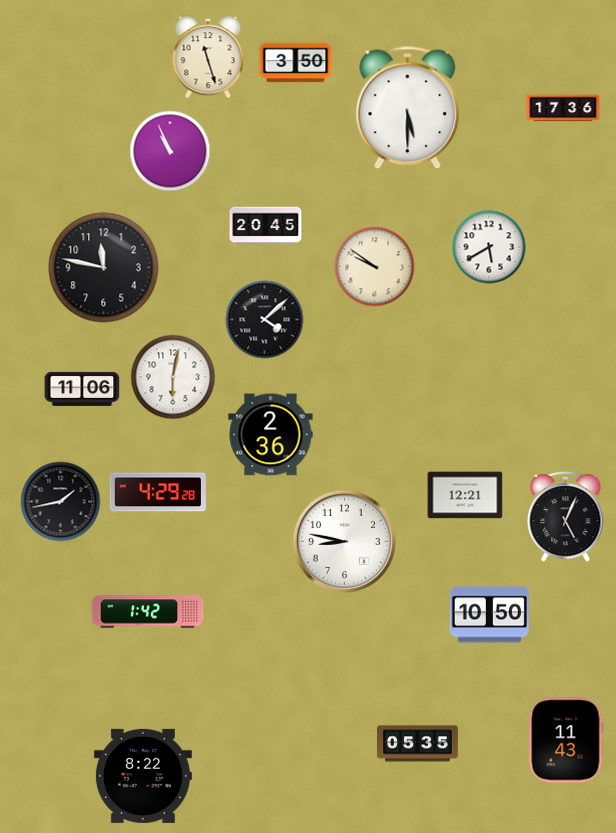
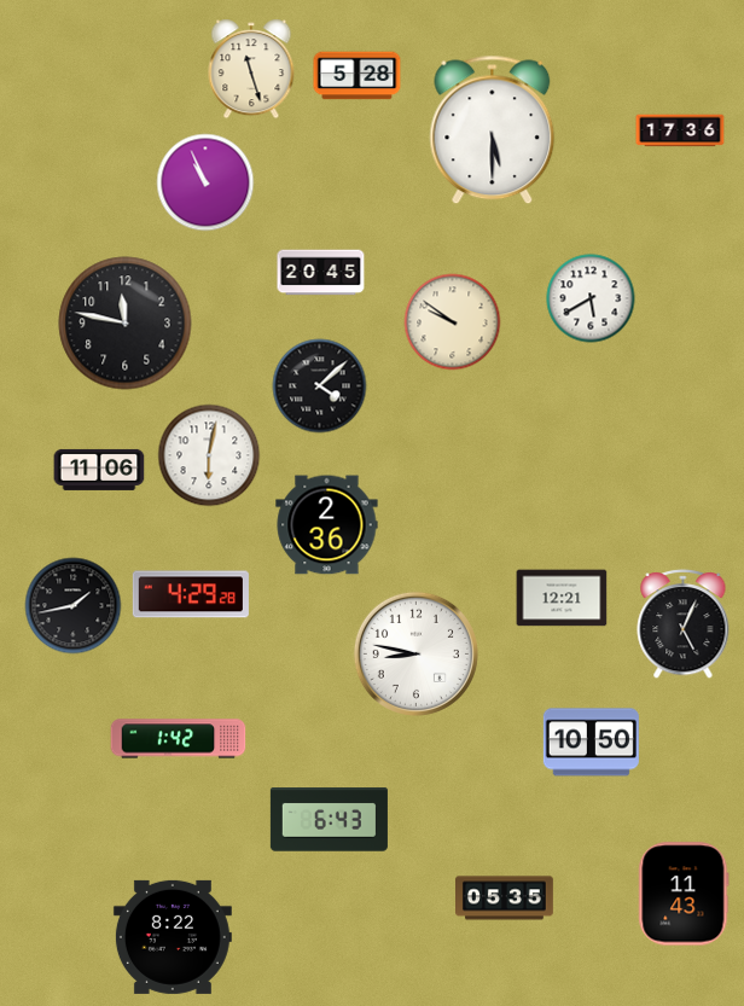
clock at (296, 63): 3:50 -> 5:28
clock at (329, 820): none -> 6:43
